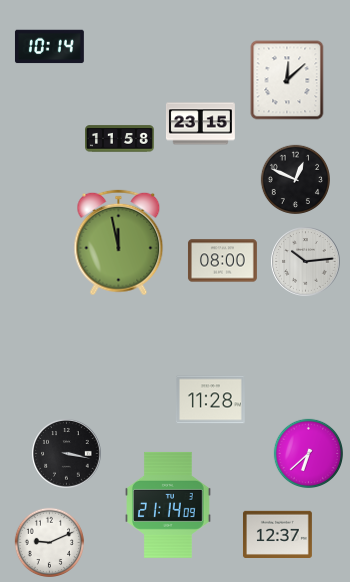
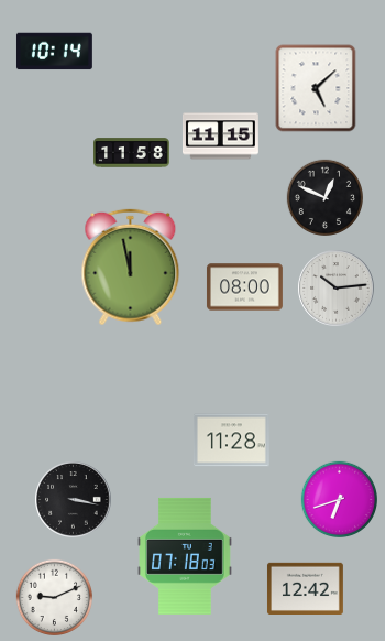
clock at (287, 80): 12:08 -> 5:08
clock at (200, 124): 23:15 -> 11:15
clock at (308, 453): 6:38 -> 6:42
clock at (169, 505): 21:14 -> 07:18
clock at (277, 534): 12:37 -> 12:42
